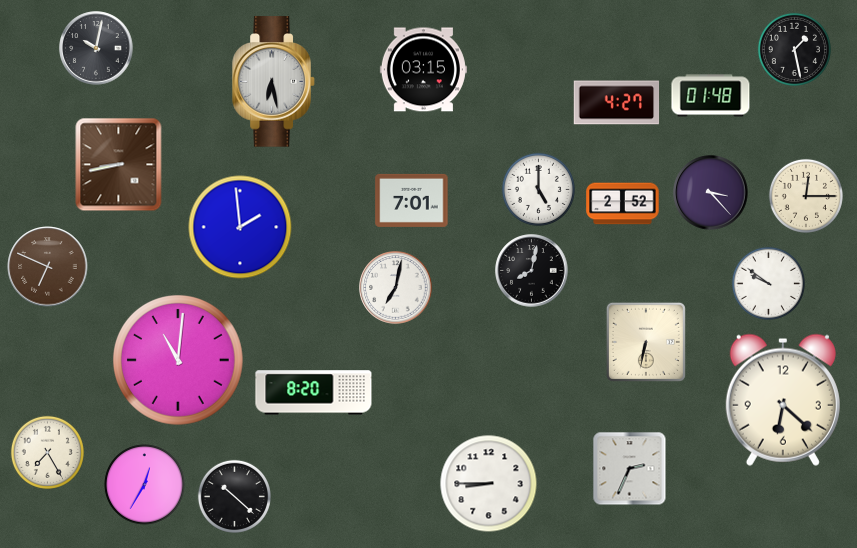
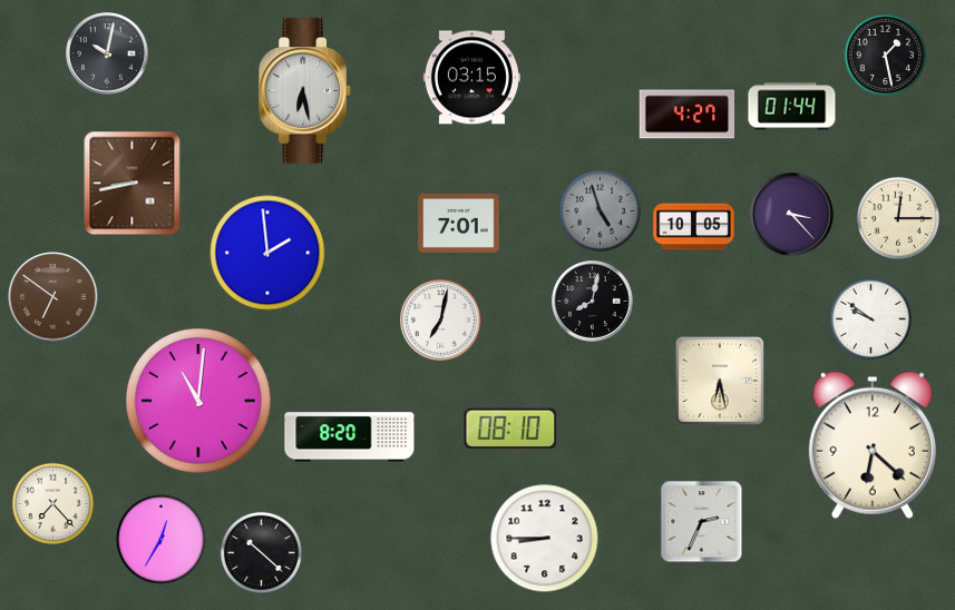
clock at (711, 96): 01:48 -> 01:44
clock at (538, 189): 5:00 -> 4:57
clock at (538, 189) dial: white -> grey
clock at (623, 204): 2:52 -> 10:05
clock at (48, 267): 6:49 -> 6:51
clock at (768, 283) position: (768, 283) -> (870, 318)
clock at (646, 342): 6:32 -> 6:28
clock at (510, 429): none -> 08:10
clock at (47, 452): 7:25 -> 7:23
